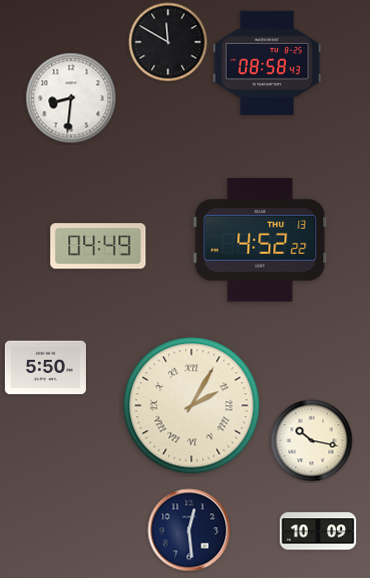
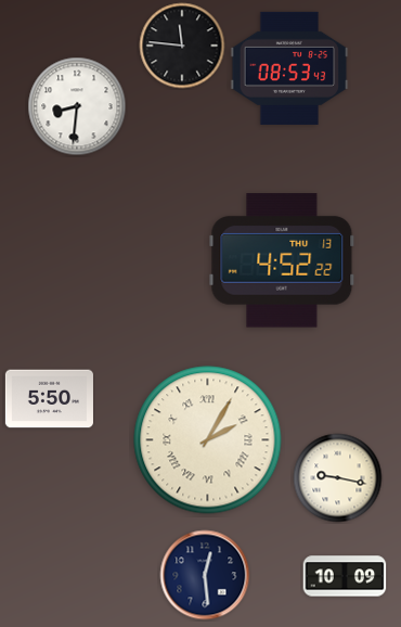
clock at (168, 42): 11:50 -> 11:46
clock at (267, 63): 08:58 -> 08:53
clock at (98, 246): 04:49 -> none
clock at (312, 441): 10:17 -> 9:17
